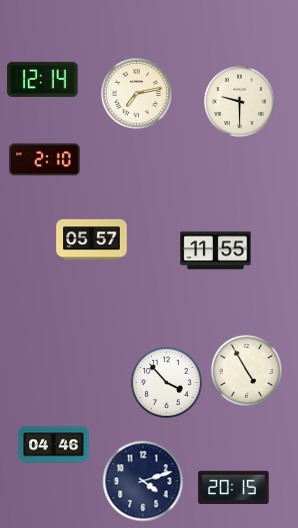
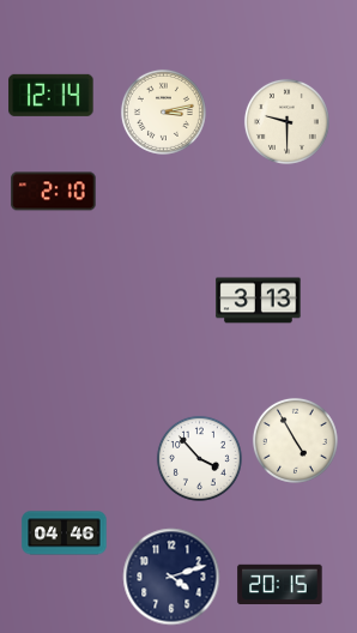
clock at (136, 93): 7:13 -> 3:13
clock at (92, 240): 05:57 -> none
clock at (216, 251): 11:55 -> 3:13
clock at (246, 370) position: (246, 370) -> (295, 440)
